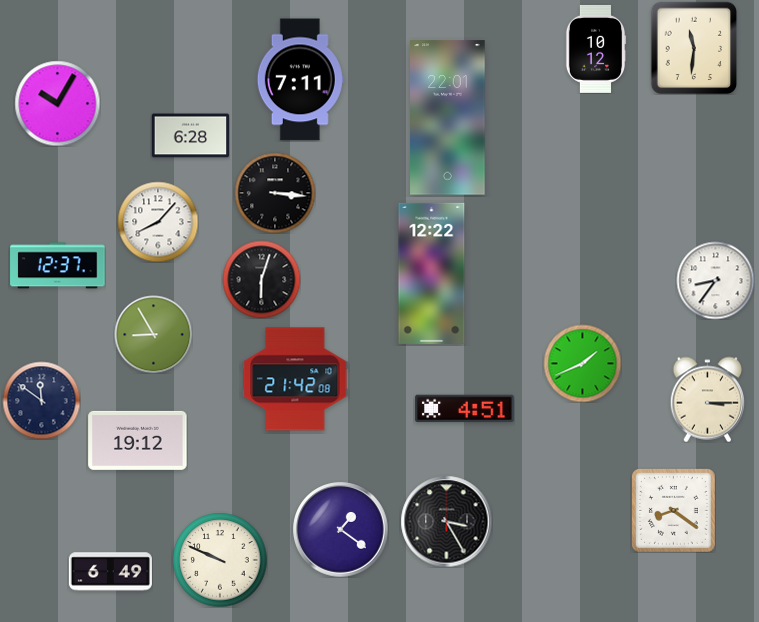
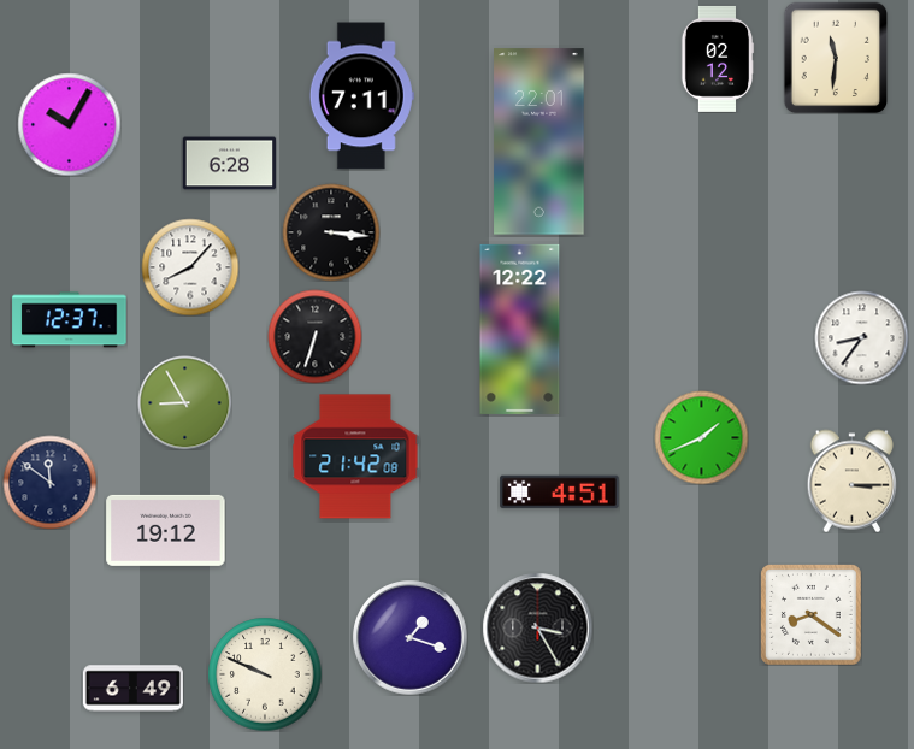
clock at (596, 49): 10:12 -> 02:12
clock at (261, 279): 6:03 -> 6:33
clock at (341, 530): 1:21 -> 1:18
